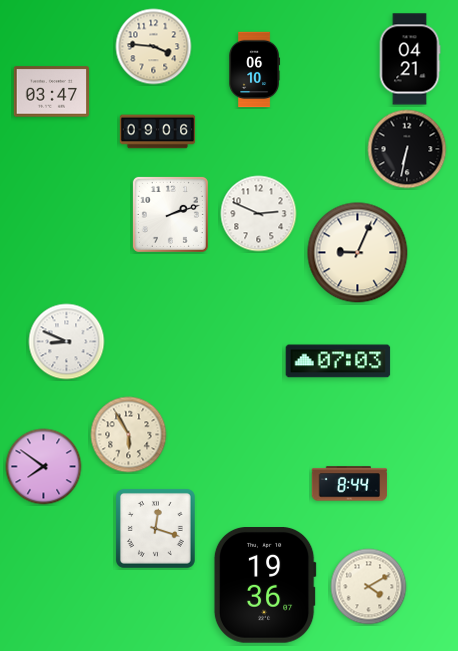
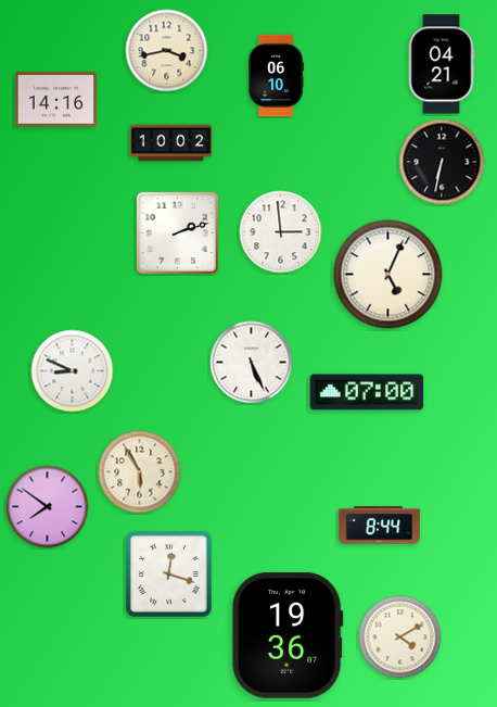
clock at (154, 47): 3:46 -> 3:43
clock at (410, 59) position: (410, 59) -> (442, 64)
clock at (52, 92): 03:47 -> 14:16
clock at (158, 132): 09:06 -> 10:02
clock at (170, 214) position: (170, 214) -> (177, 232)
clock at (259, 214): 2:49 -> 2:59
clock at (358, 253): 9:04 -> 5:04
clock at (252, 363): none -> 5:26
clock at (338, 361): 07:03 -> 07:00
